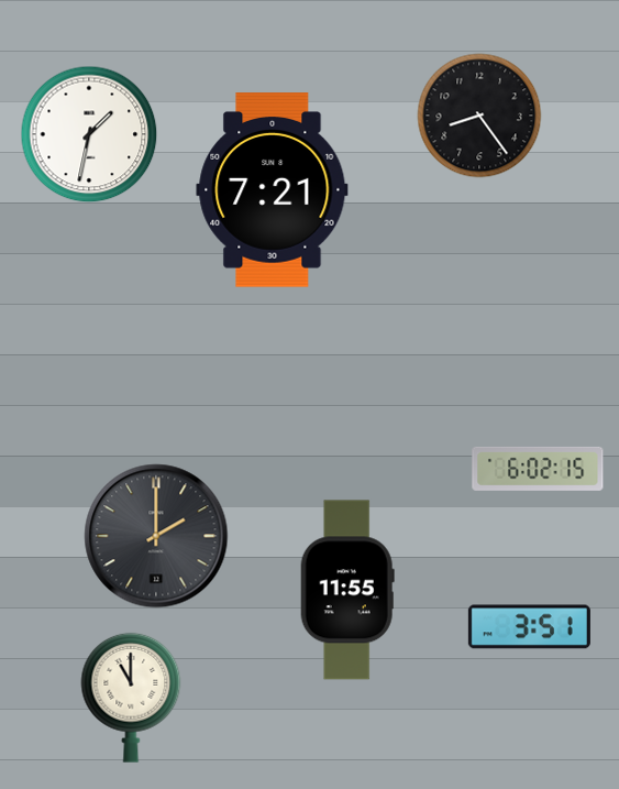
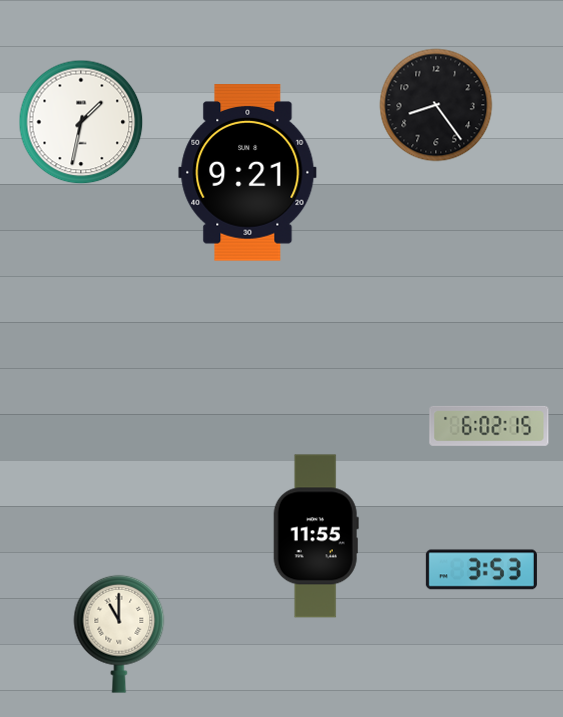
clock at (273, 190): 7:21 -> 9:21
clock at (156, 536): 2:00 -> none
clock at (529, 627): 3:51 -> 3:53
